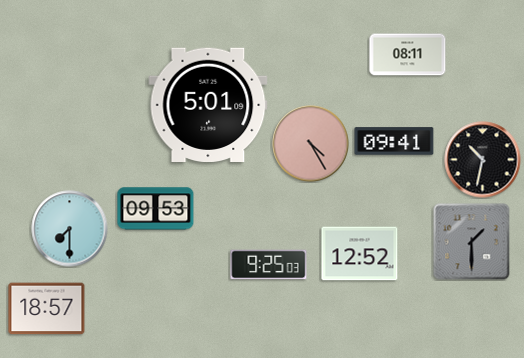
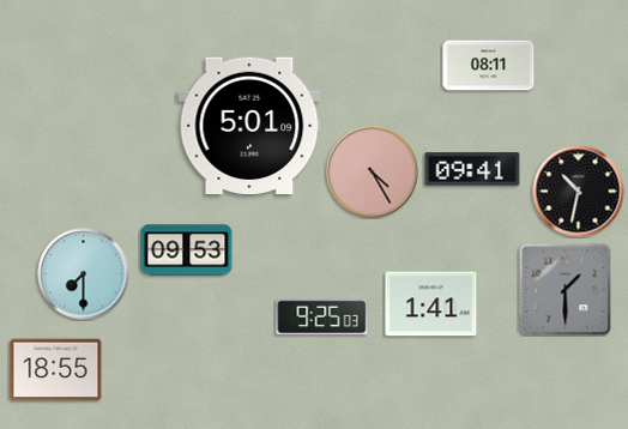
clock at (360, 254): 12:52 -> 1:41
clock at (47, 309): 18:57 -> 18:55
